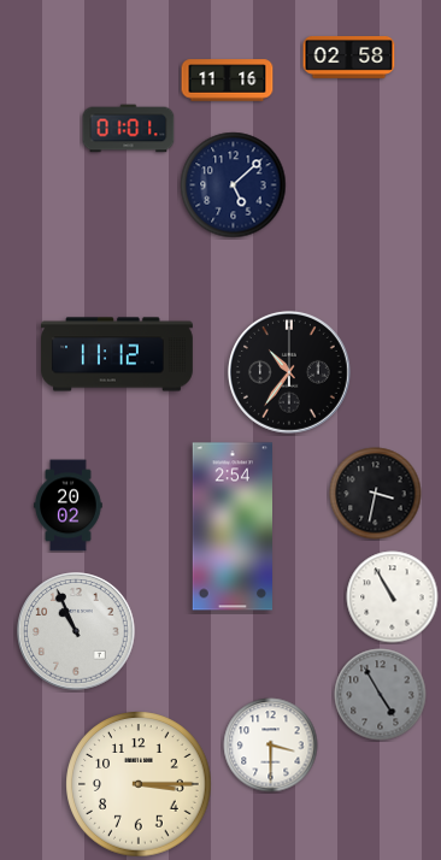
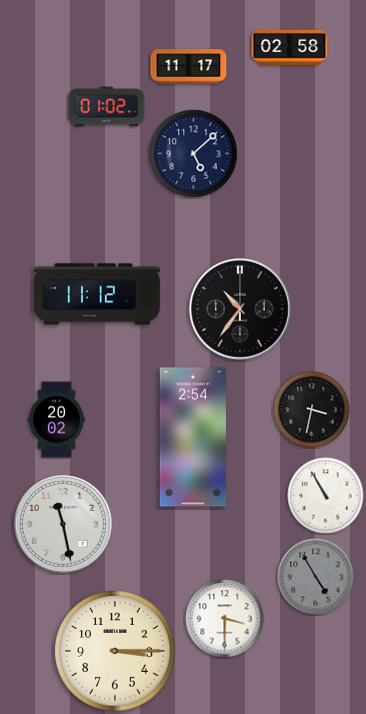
clock at (228, 81): 11:16 -> 11:17
clock at (129, 129): 01:01 -> 01:02
clock at (76, 631): 10:56 -> 11:28
